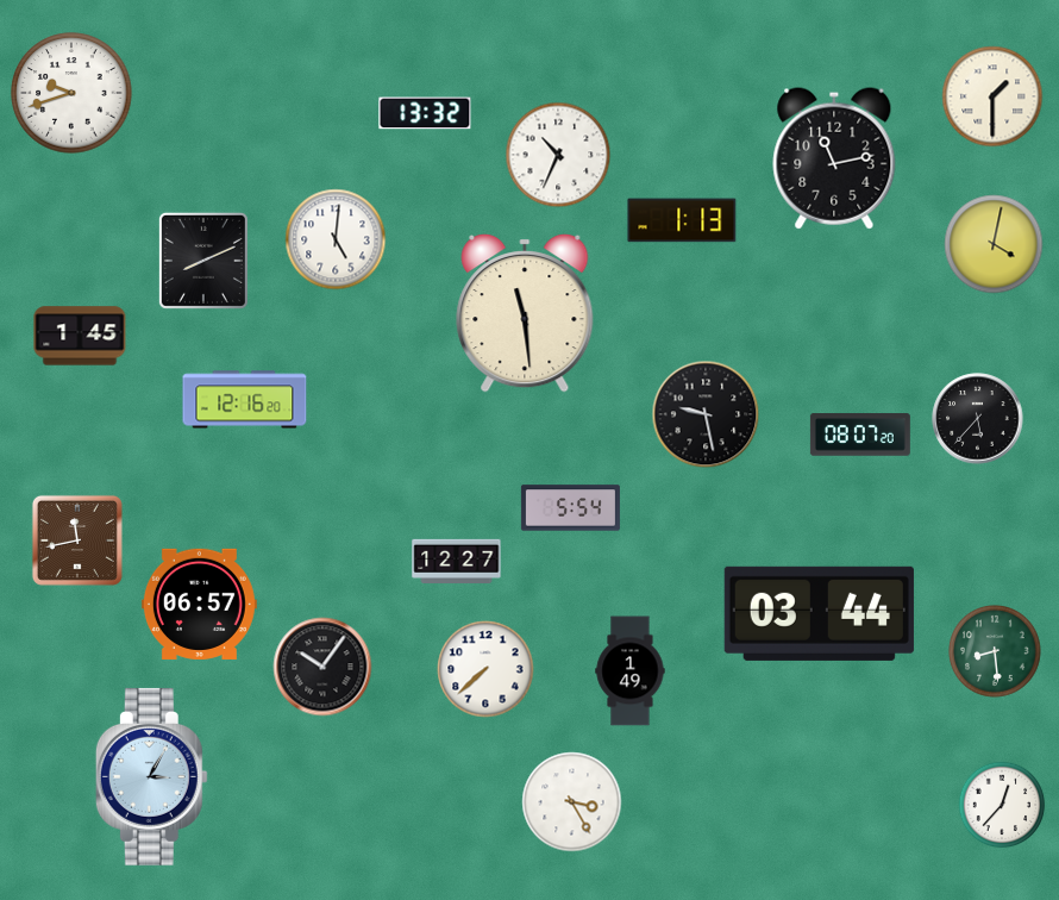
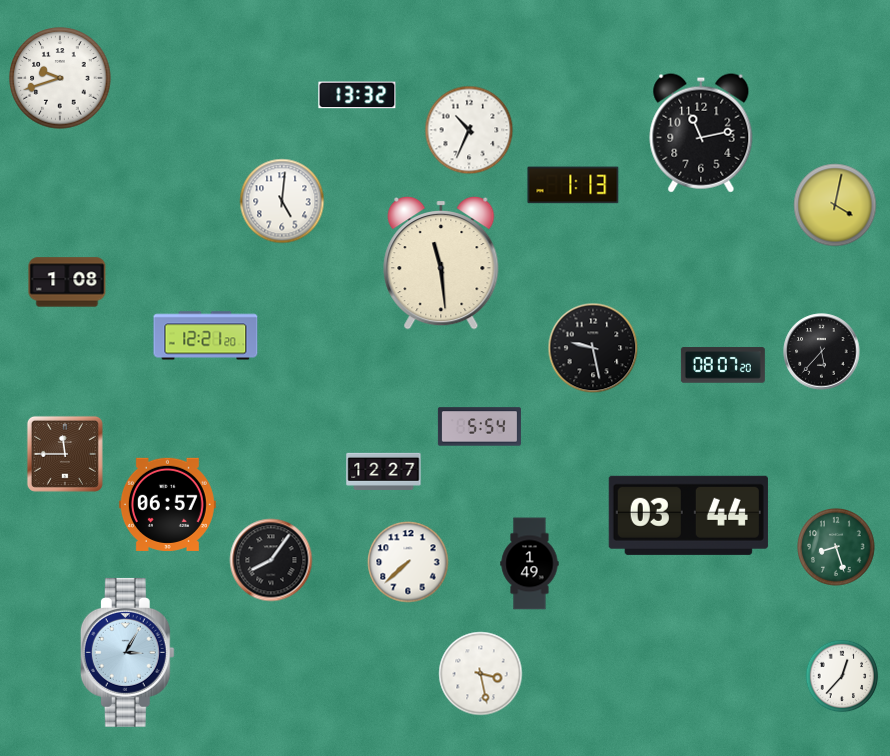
clock at (992, 96): 1:30 -> none
clock at (203, 261): 8:11 -> none
clock at (80, 336): 1:45 -> 1:08
clock at (245, 400): 12:16 -> 12:21
clock at (77, 540): 11:43 -> 11:45
clock at (199, 604) position: (199, 604) -> (167, 504)
clock at (995, 651): 8:29 -> 8:27
clock at (322, 667): 10:06 -> 8:06
clock at (572, 802): 3:25 -> 3:28
